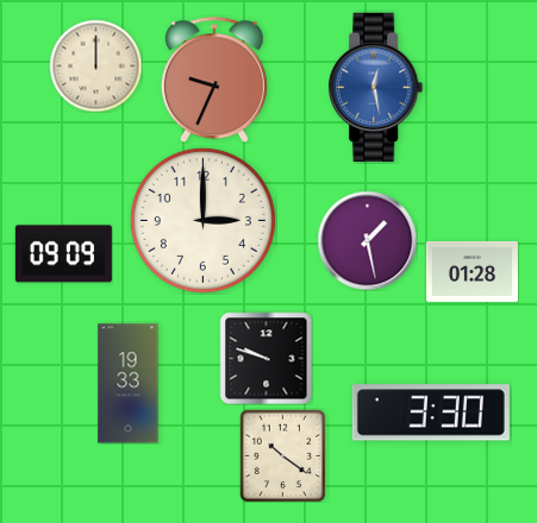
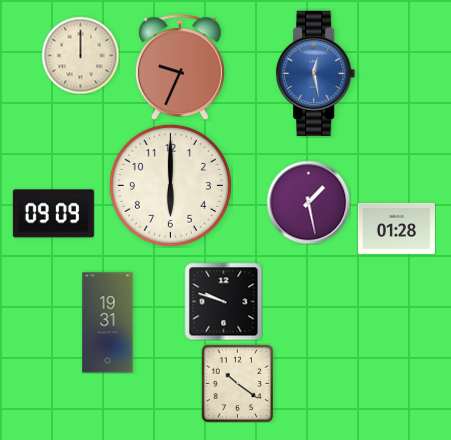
clock at (202, 220): 3:00 -> 6:00
clock at (129, 384): 19:33 -> 19:31
clock at (431, 412): 3:30 -> none
